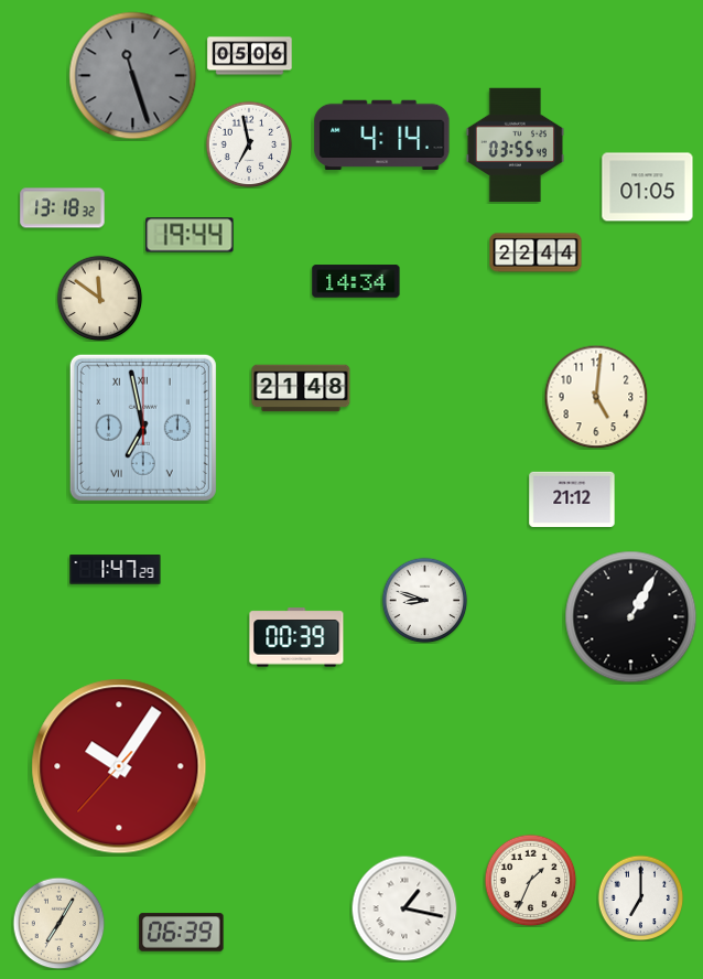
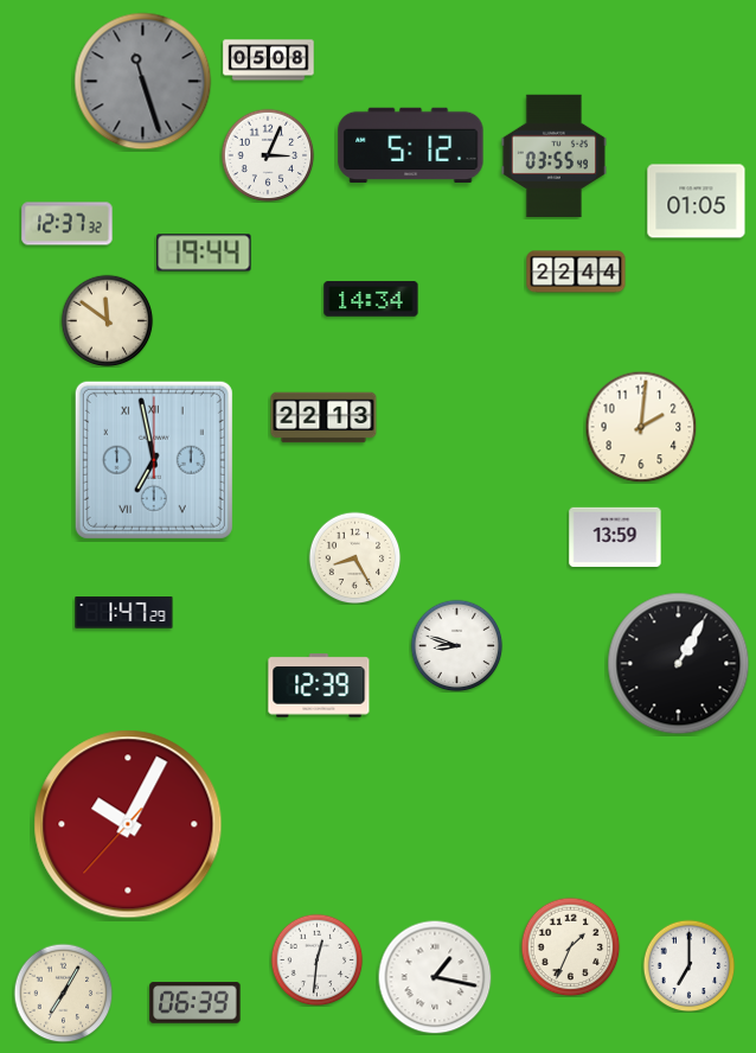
clock at (250, 56): 05:06 -> 05:08
clock at (382, 136): 4:14 -> 5:12
clock at (249, 144): 6:58 -> 3:04
clock at (63, 208): 13:18 -> 12:37
clock at (356, 281) position: (356, 281) -> (371, 299)
clock at (301, 388): 21:48 -> 22:13
clock at (596, 397): 5:01 -> 2:01
clock at (572, 498): 21:12 -> 13:59
clock at (354, 557): none -> 8:25
clock at (296, 637): 00:39 -> 12:39
clock at (119, 766): 10:05 -> 10:04
clock at (316, 959): none -> 12:31
